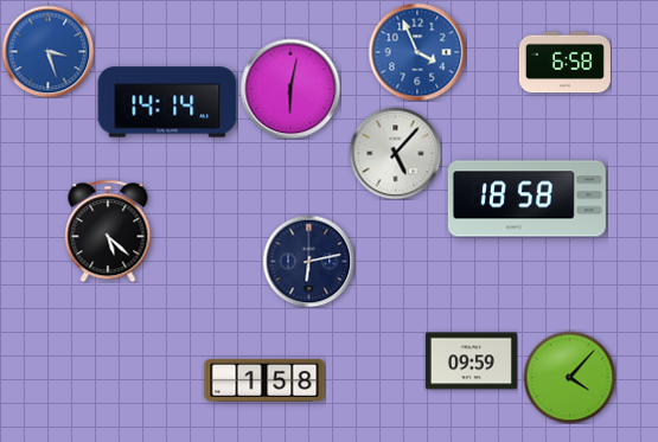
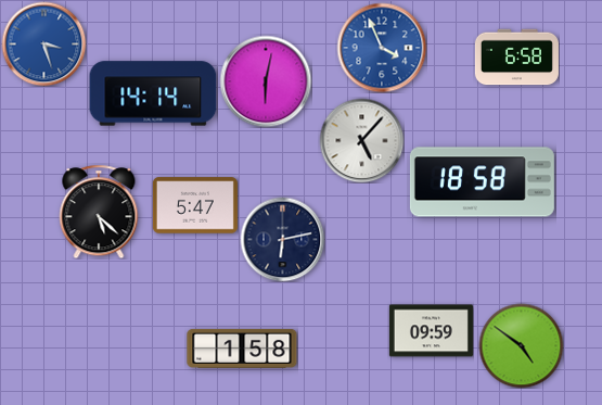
clock at (47, 51) position: (47, 51) -> (43, 43)
clock at (195, 205): none -> 5:47
clock at (569, 377): 4:07 -> 4:51
